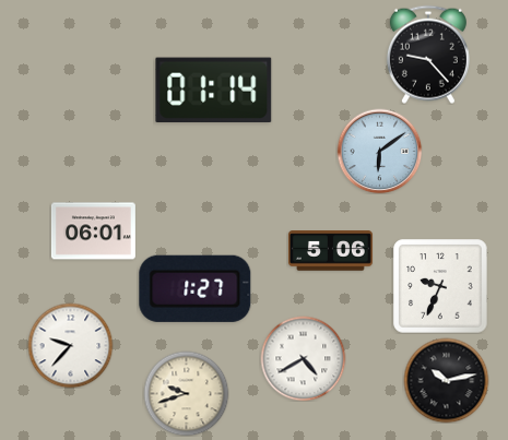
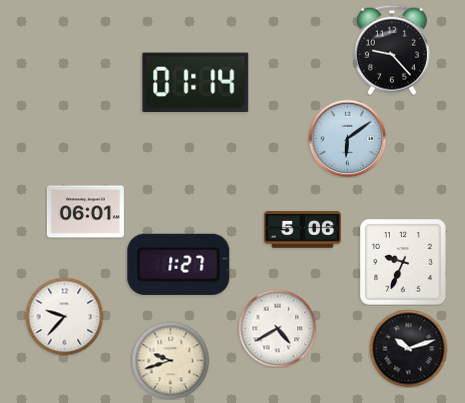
clock at (446, 380): 10:13 -> 10:12
